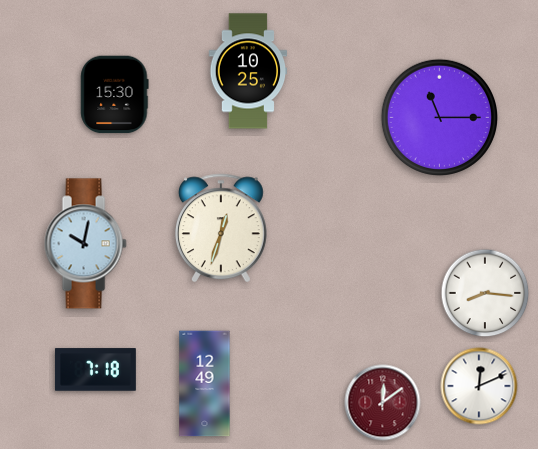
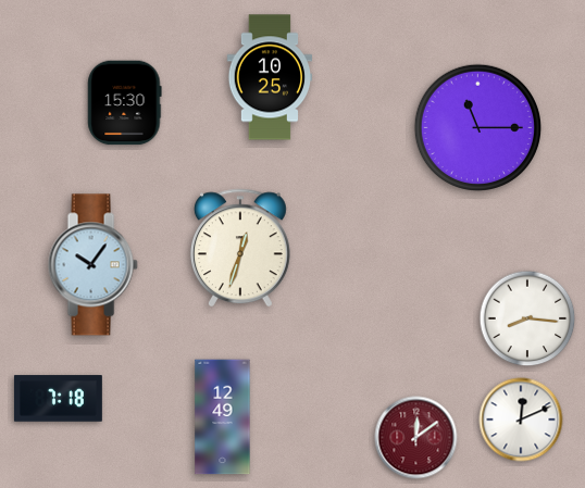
clock at (85, 244): 10:02 -> 10:06
clock at (95, 370) position: (95, 370) -> (58, 399)
